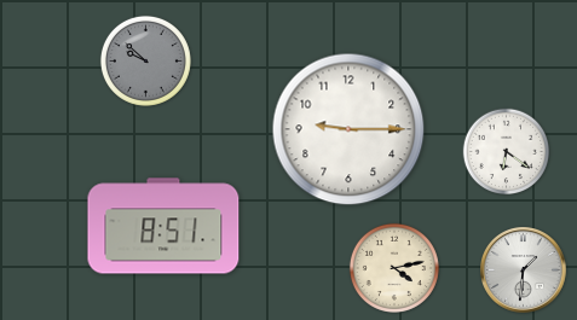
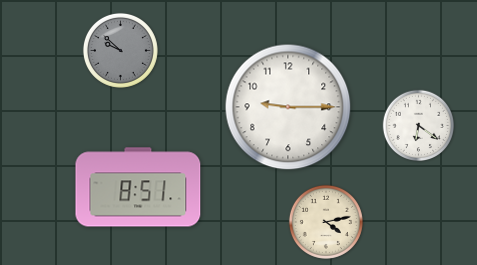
clock at (163, 226) position: (163, 226) -> (138, 187)
clock at (524, 270): 1:31 -> none
